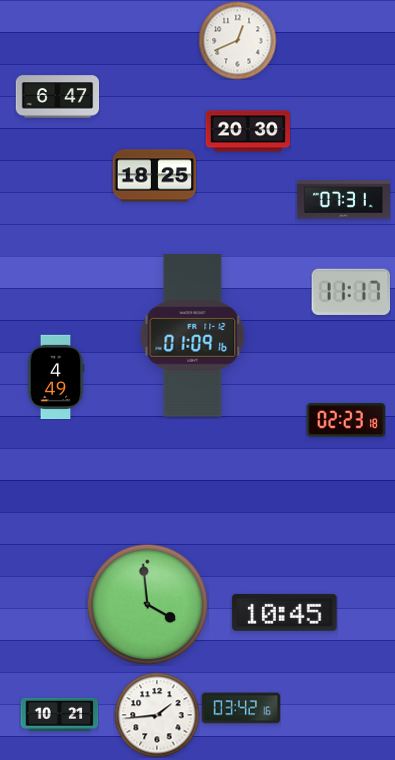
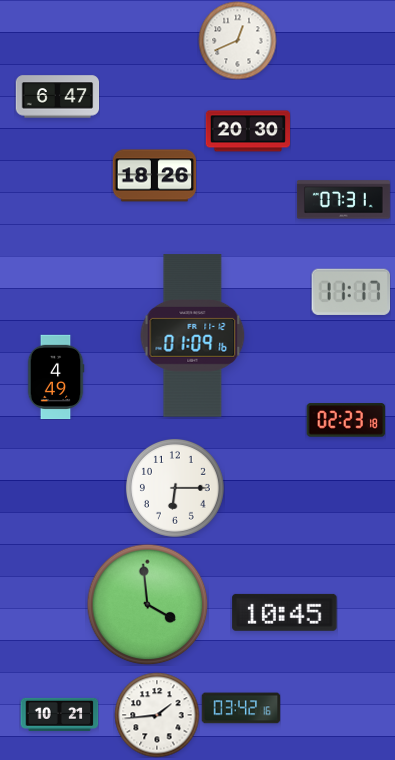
clock at (154, 176): 18:25 -> 18:26
clock at (175, 488): none -> 6:15
